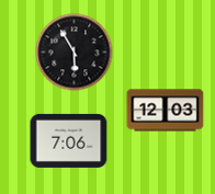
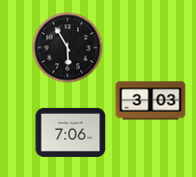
clock at (166, 111): 12:03 -> 3:03
clock at (69, 140) position: (69, 140) -> (71, 132)
